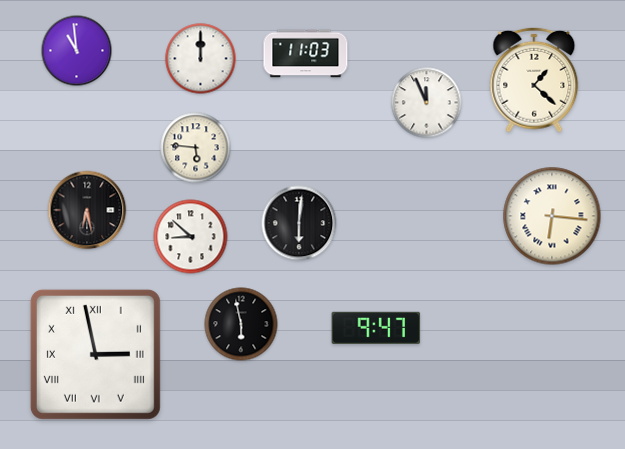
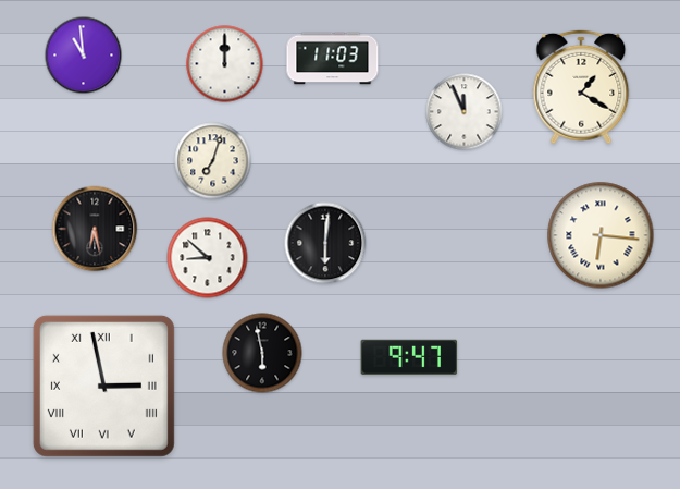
clock at (201, 59) position: (201, 59) -> (225, 64)
clock at (534, 80): 1:22 -> 1:20
clock at (196, 148): 5:46 -> 7:03
